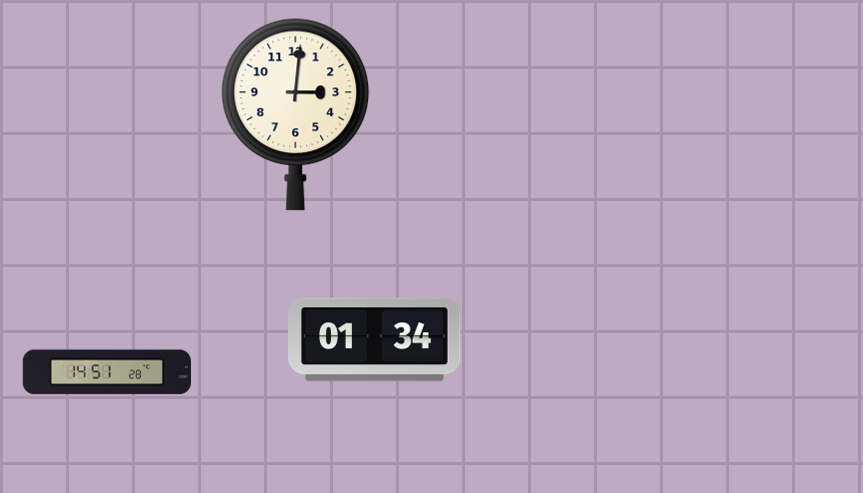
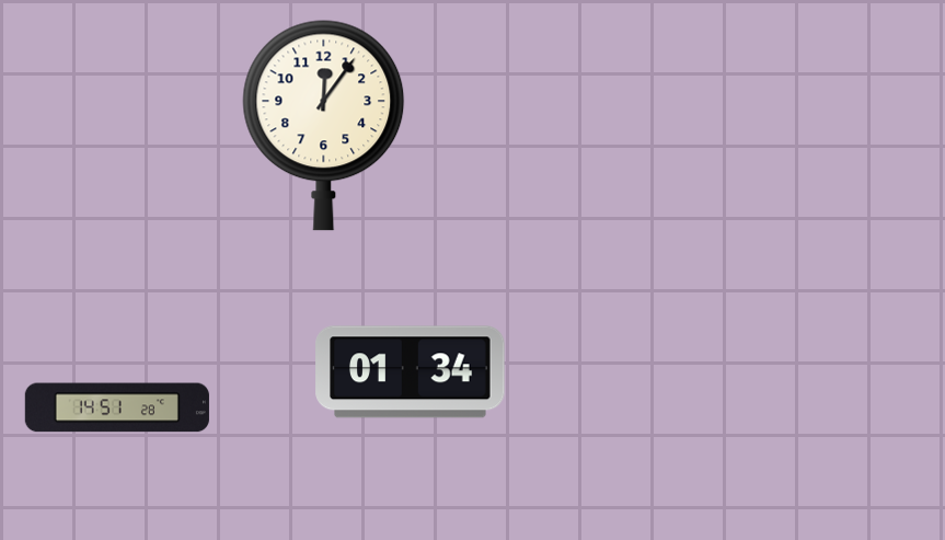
clock at (296, 114): 3:01 -> 12:06
